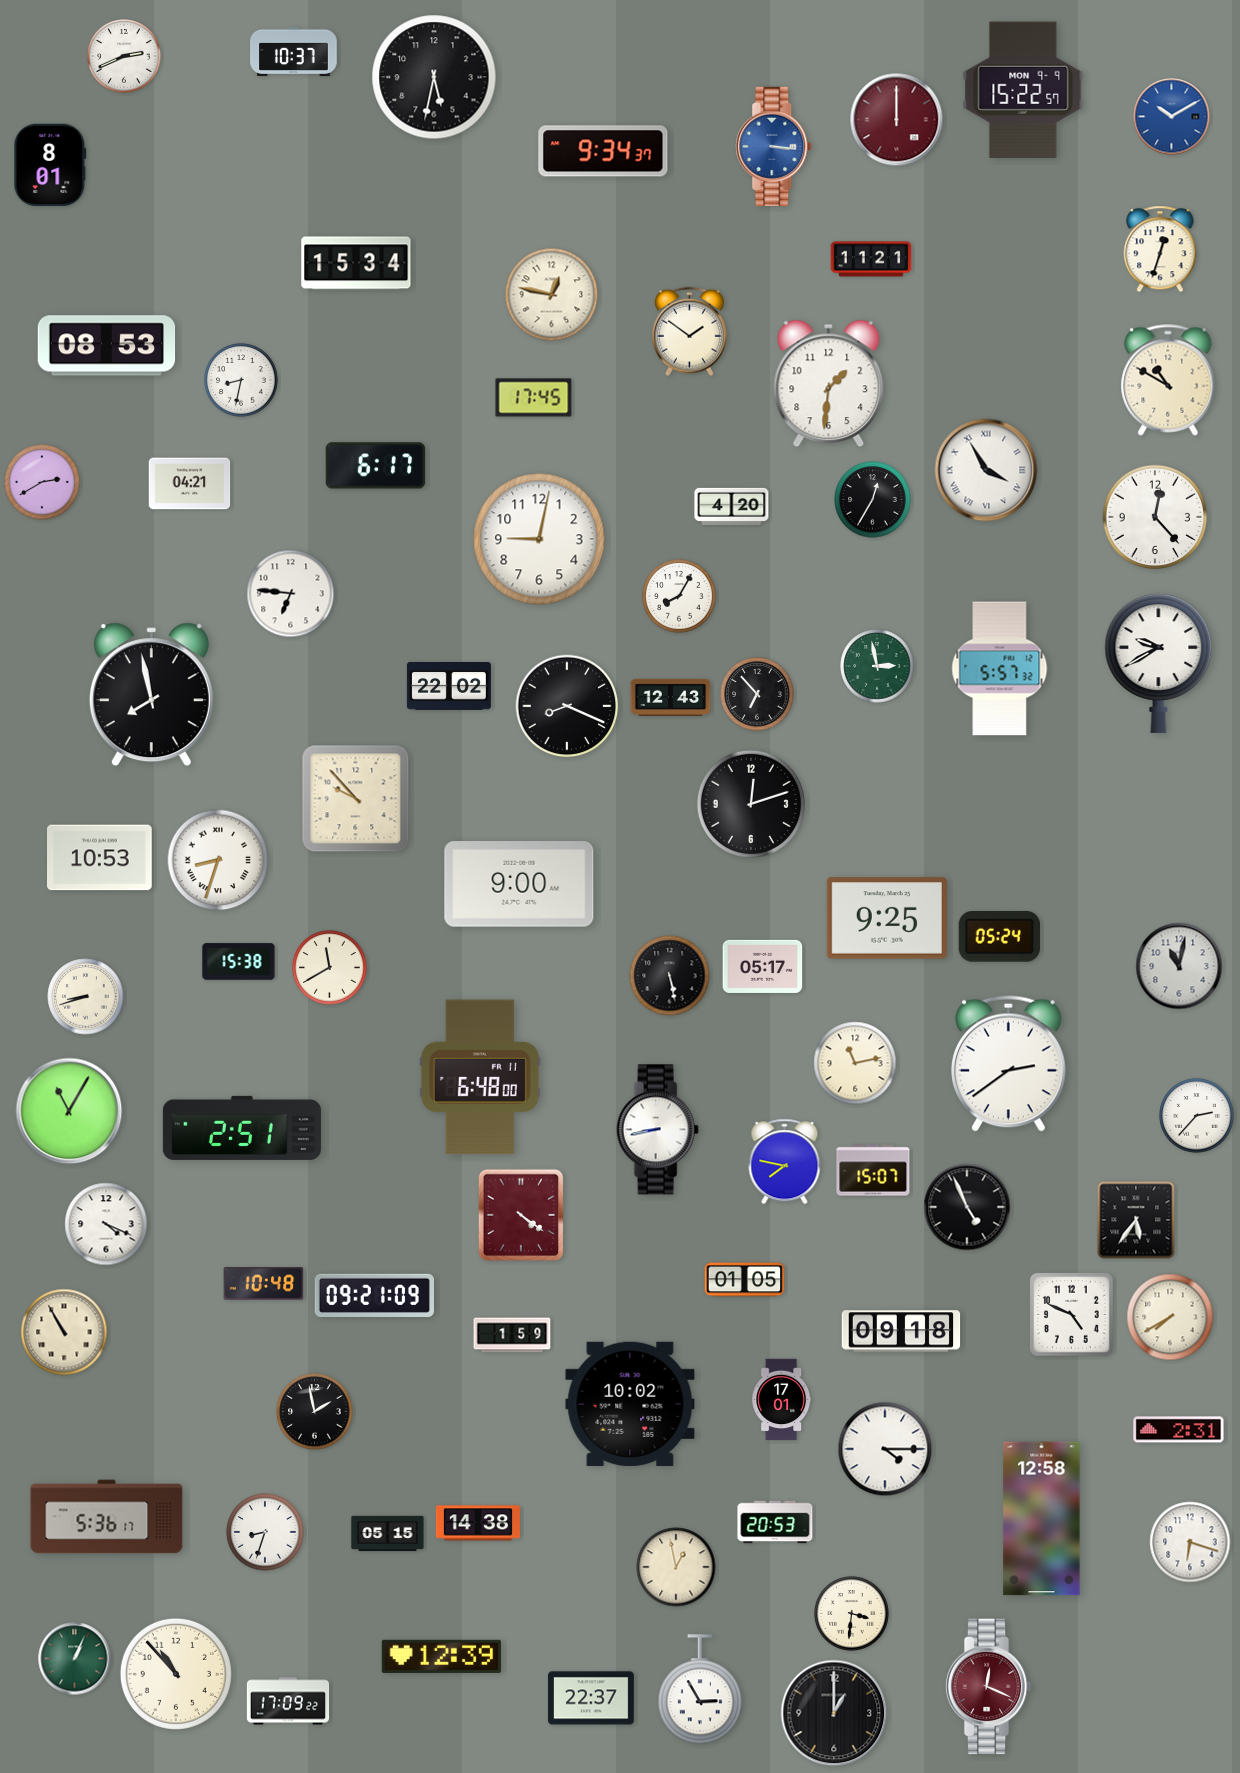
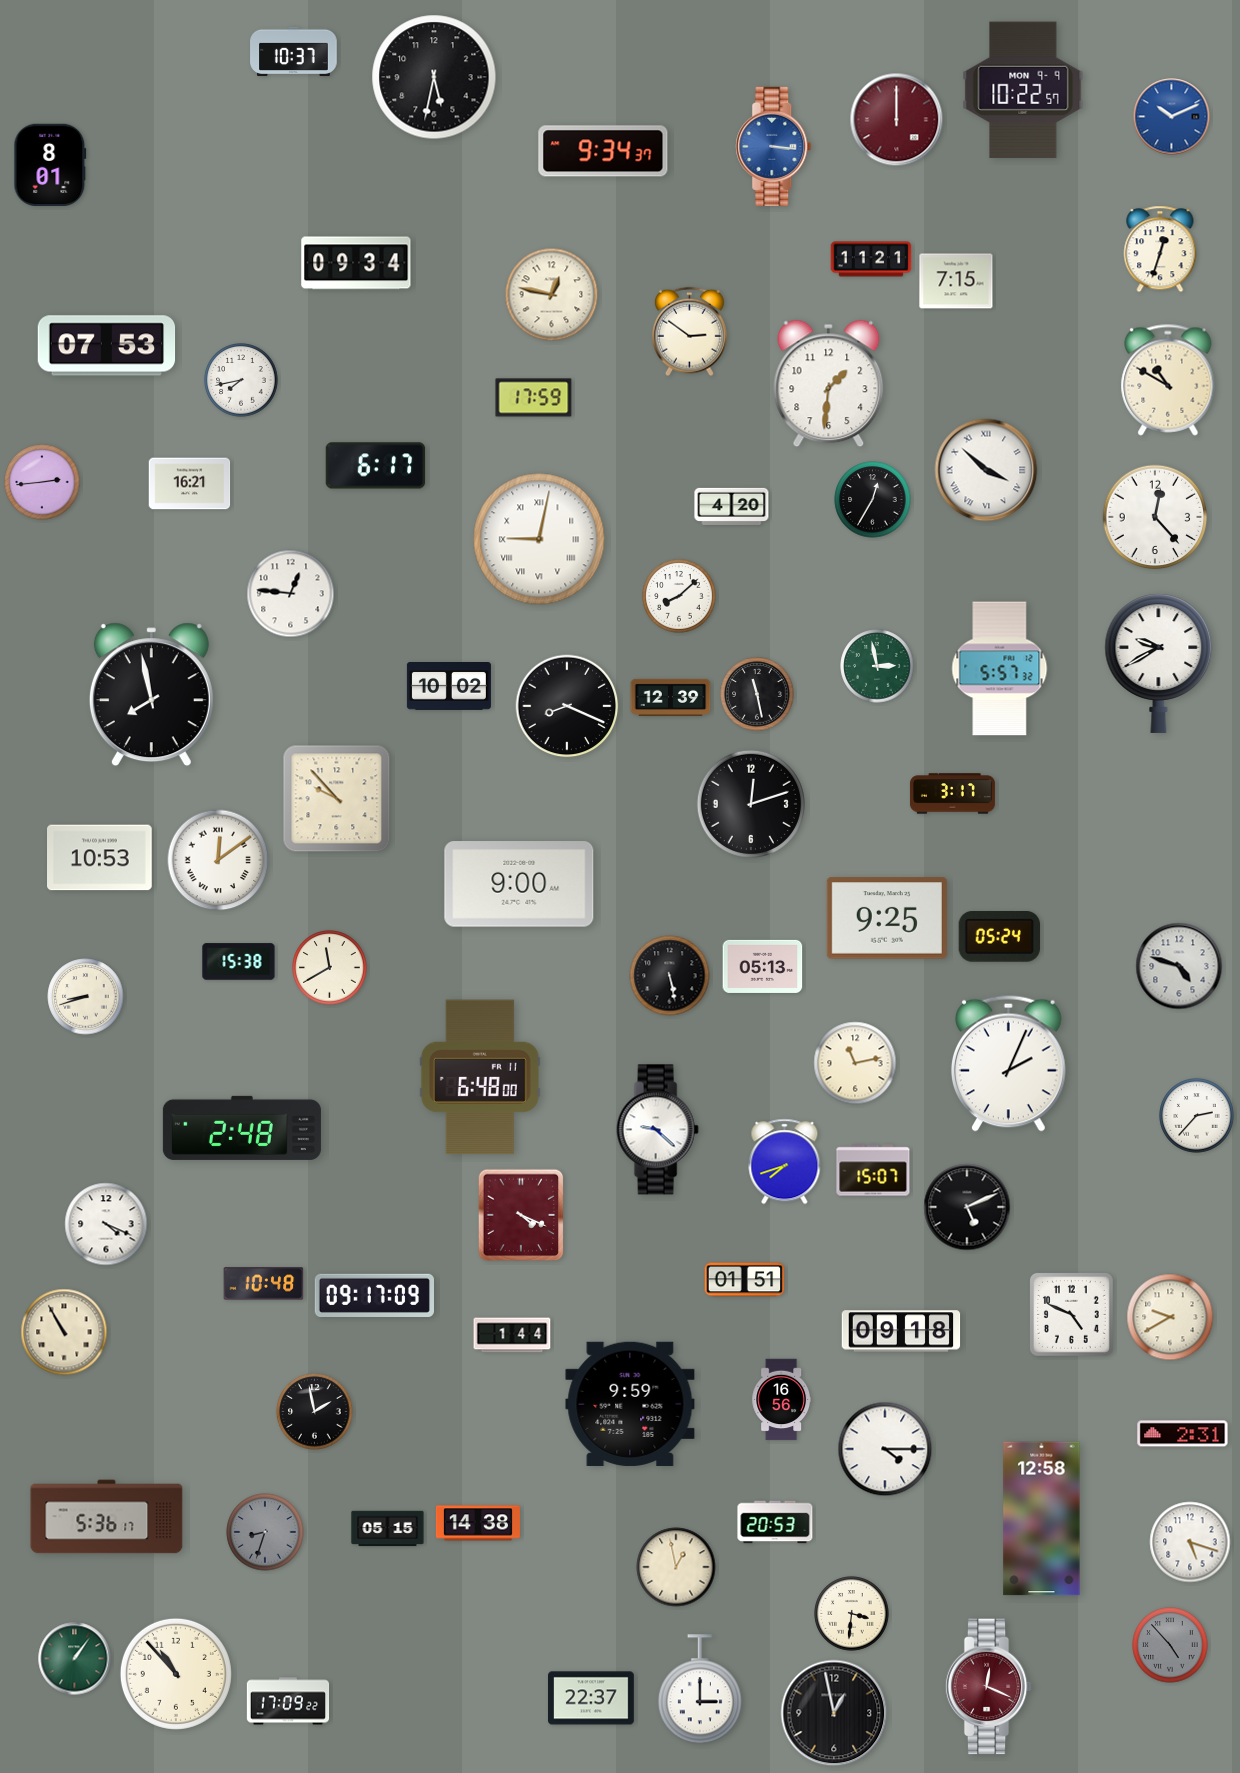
clock at (124, 56): 2:41 -> none
clock at (1023, 90): 15:22 -> 10:22
clock at (1172, 117): 10:10 -> 10:11
clock at (356, 263): 15:34 -> 09:34
clock at (956, 281): none -> 7:15
clock at (689, 332): 1:51 -> 2:51
clock at (107, 346): 08:53 -> 07:53
clock at (241, 380): 8:32 -> 7:43
clock at (534, 398): 17:45 -> 17:59
clock at (986, 470): 3:55 -> 3:52
clock at (42, 482): 2:40 -> 2:44
clock at (190, 484): 04:21 -> 16:21
clock at (539, 539) numerals: Arabic -> Roman
clock at (291, 594): 6:46 -> 12:46
clock at (679, 596): 8:05 -> 8:08
clock at (449, 687): 22:02 -> 10:02
clock at (757, 694): 6:53 -> 11:28
clock at (671, 697): 12:43 -> 12:39
clock at (952, 794): none -> 3:17
clock at (356, 799) position: (356, 799) -> (337, 799)
clock at (218, 860): 8:33 -> 12:09
clock at (763, 966): 05:17 -> 05:13
clock at (1179, 966): 11:02 -> 4:48
clock at (1009, 1063): 2:39 -> 2:04
clock at (69, 1111): 11:05 -> none
clock at (242, 1128): 2:51 -> 2:48
clock at (657, 1130): 8:43 -> 9:22
clock at (785, 1162): 7:47 -> 7:42
clock at (967, 1207): 4:56 -> 5:11
clock at (521, 1215): 4:21 -> 4:19
clock at (1136, 1220): 5:36 -> none
clock at (745, 1280): 01:05 -> 01:51
clock at (374, 1295): 09:21 -> 09:17
clock at (1170, 1317): 7:40 -> 9:40
clock at (512, 1335): 1:59 -> 1:44
clock at (781, 1400): 17:01 -> 16:56
clock at (630, 1404): 10:02 -> 9:59
clock at (1179, 1430) position: (1179, 1430) -> (1183, 1434)
clock at (265, 1532) dial: white -> grey
clock at (388, 1534) position: (388, 1534) -> (388, 1529)
clock at (1190, 1542): 6:18 -> 5:18
clock at (1170, 1645): none -> 4:53
clock at (441, 1656): 12:39 -> none
clock at (75, 1659): 1:04 -> 1:06
clock at (700, 1690): 2:55 -> 3:00
clock at (834, 1713): 1:00 -> 12:58
